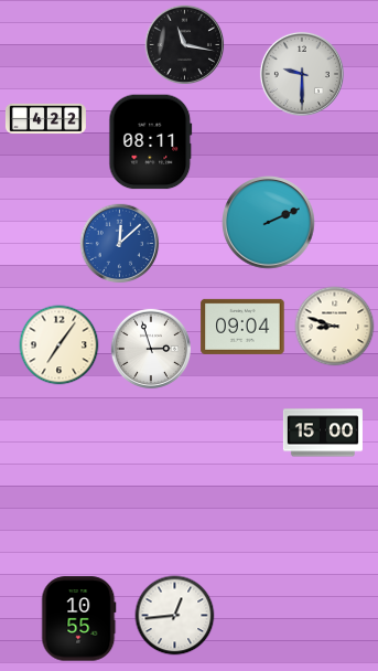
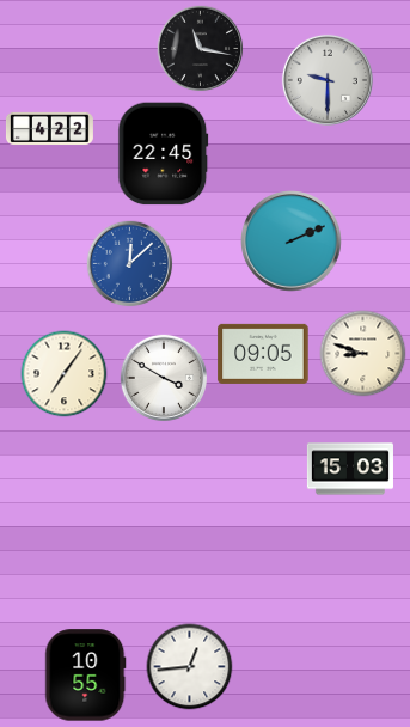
clock at (151, 142): 08:11 -> 22:45
clock at (242, 327): 09:04 -> 09:05
clock at (150, 348): 2:57 -> 3:50
clock at (323, 433): 15:00 -> 15:03
clock at (79, 619) position: (79, 619) -> (86, 676)
